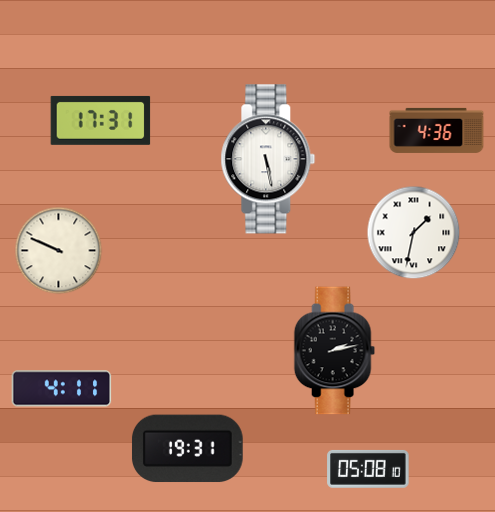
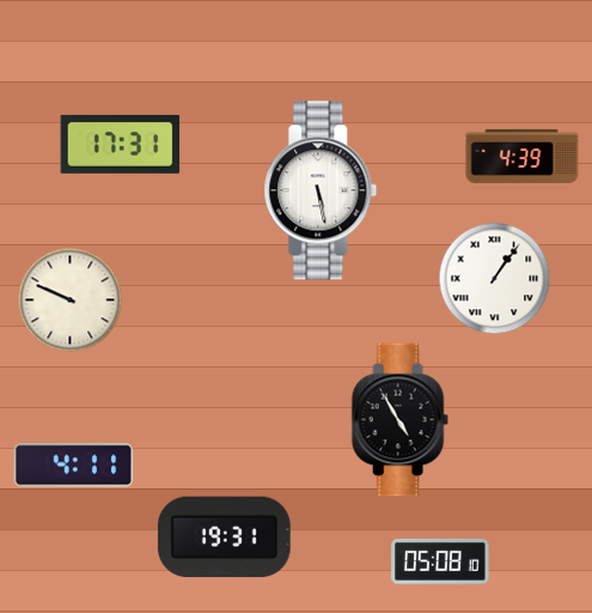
clock at (437, 130): 4:36 -> 4:39
clock at (414, 233): 1:32 -> 1:06
clock at (334, 351): 2:13 -> 4:55
